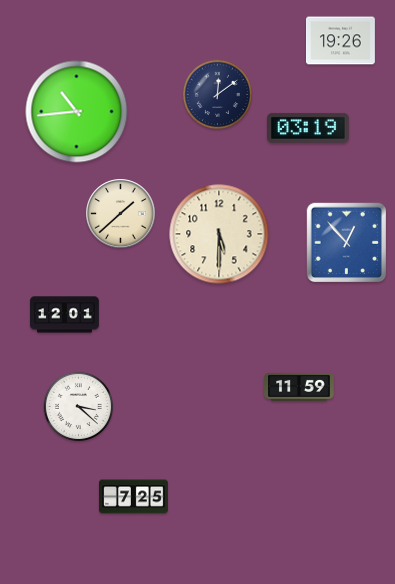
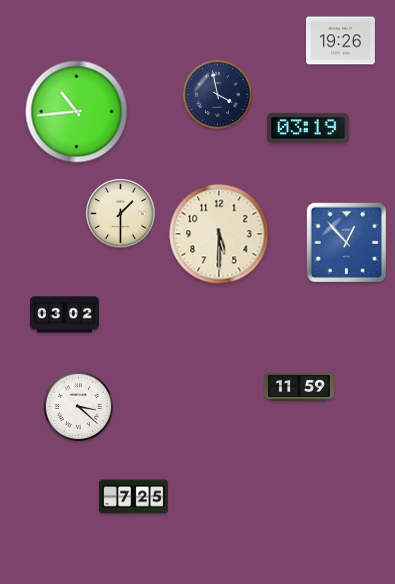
clock at (217, 94): 12:09 -> 3:58
clock at (121, 214): 1:38 -> 1:30
clock at (65, 315): 12:01 -> 03:02
